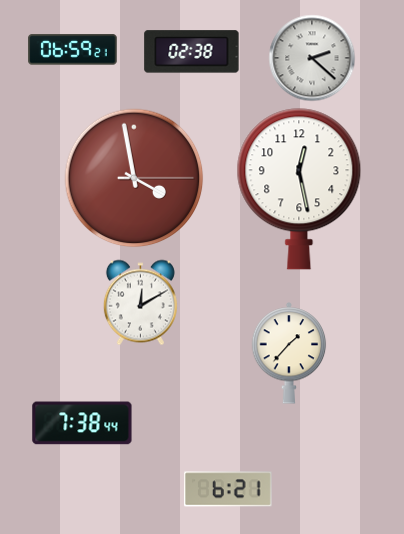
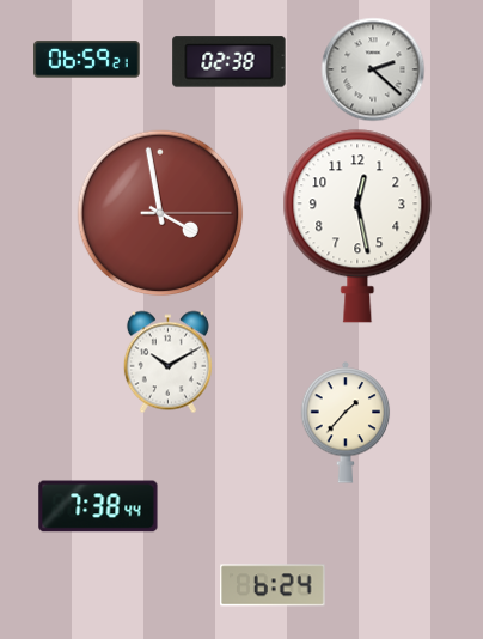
clock at (140, 302): 12:10 -> 10:10
clock at (229, 489): 6:21 -> 6:24
